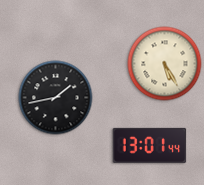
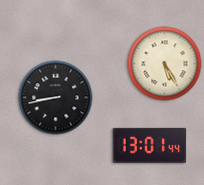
clock at (56, 98): 1:43 -> 8:43
